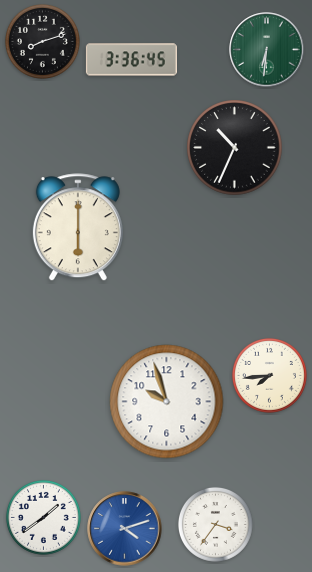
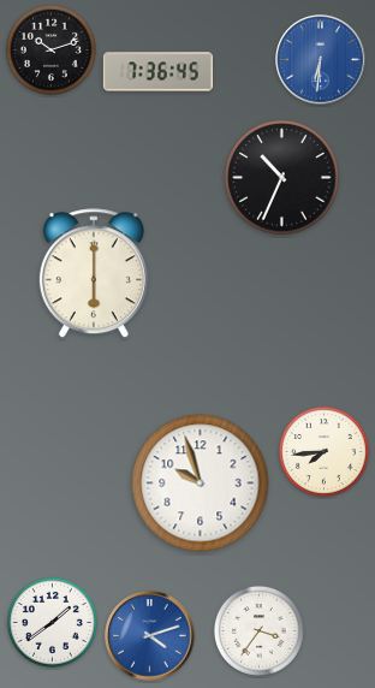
clock at (42, 41): 8:12 -> 10:12
clock at (267, 50) dial: green -> blue
clock at (131, 60): 3:36 -> 7:36
